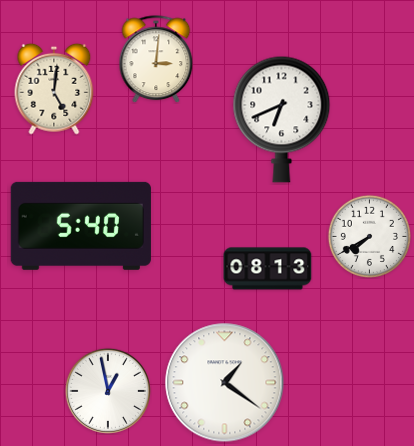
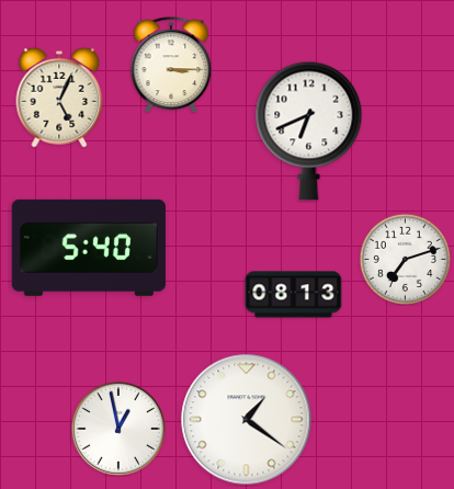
clock at (156, 59): 3:01 -> 3:15
clock at (54, 89): 5:01 -> 5:04
clock at (369, 236): 7:40 -> 7:12
